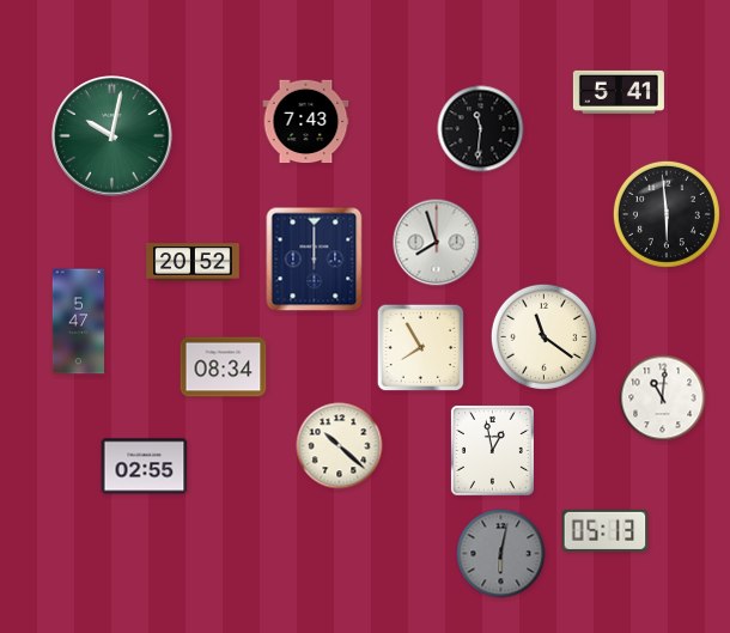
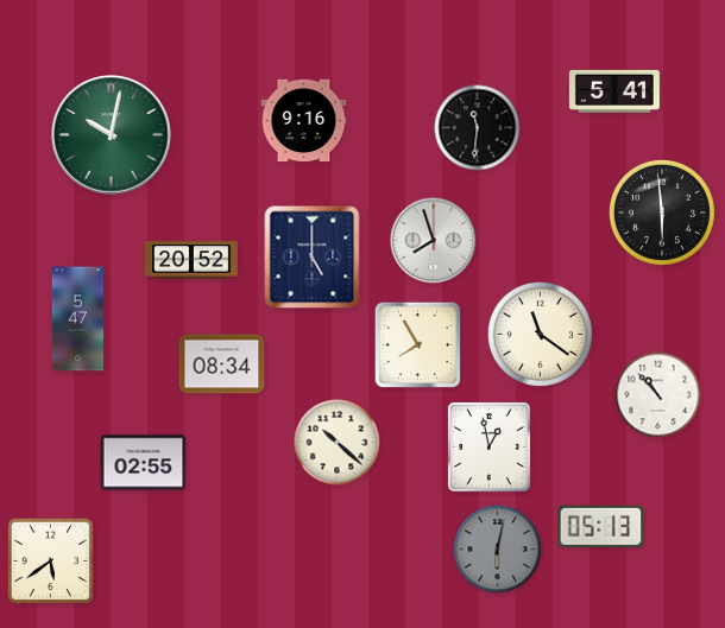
clock at (306, 122): 7:43 -> 9:16
clock at (315, 260): 12:00 -> 5:00
clock at (663, 398): 11:01 -> 10:53
clock at (51, 562): none -> 5:39
